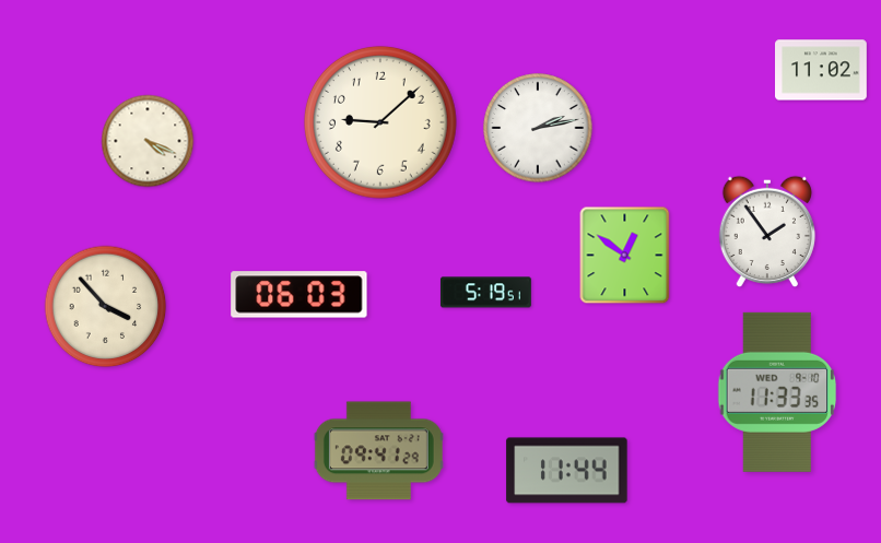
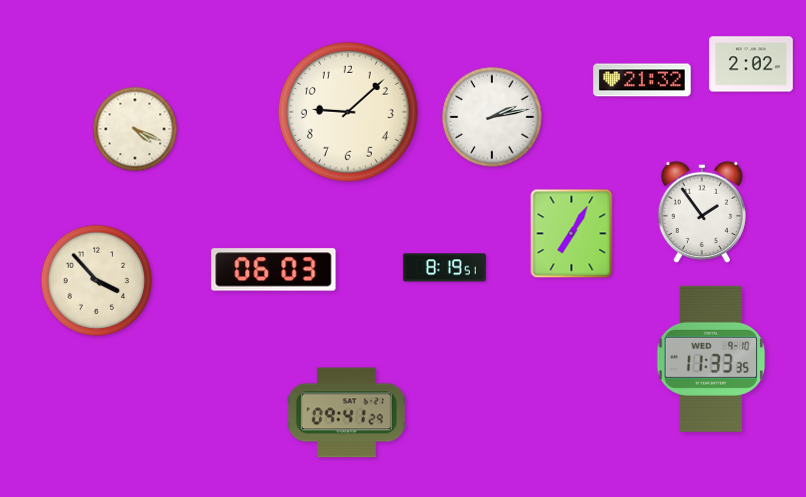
clock at (822, 70): 11:02 -> 2:02
clock at (642, 80): none -> 21:32
clock at (625, 256): 12:51 -> 7:05
clock at (485, 293): 5:19 -> 8:19
clock at (567, 471): 11:44 -> none
